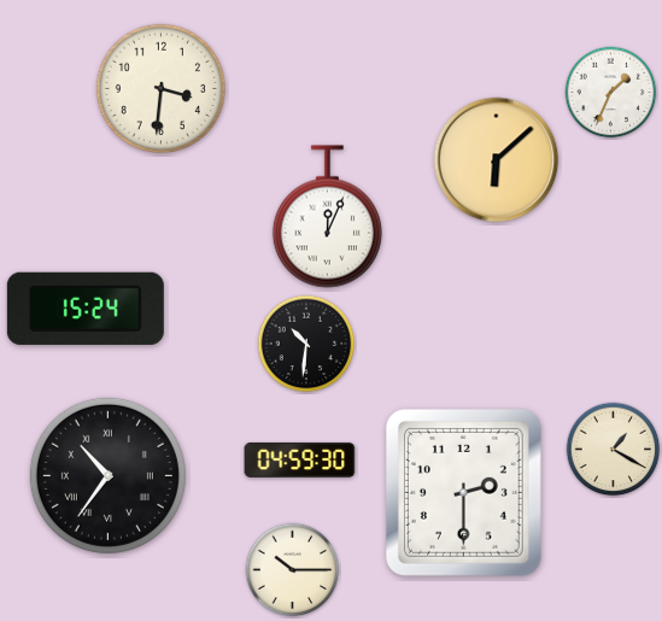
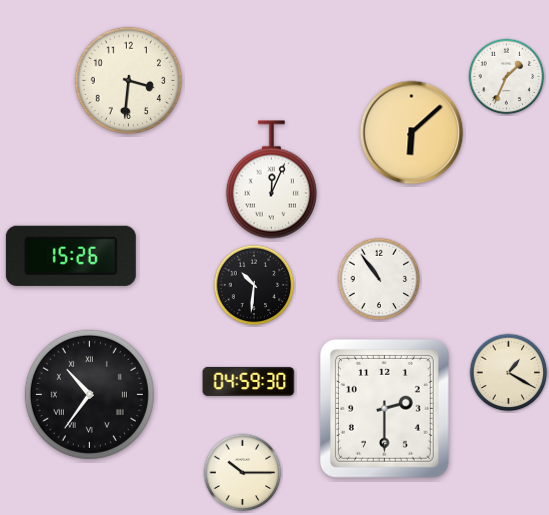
clock at (160, 88) position: (160, 88) -> (128, 80)
clock at (86, 309): 15:24 -> 15:26
clock at (379, 279): none -> 10:54
